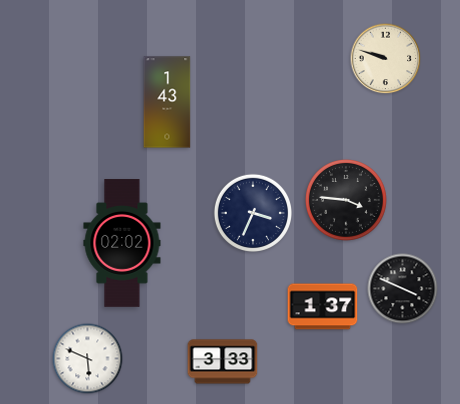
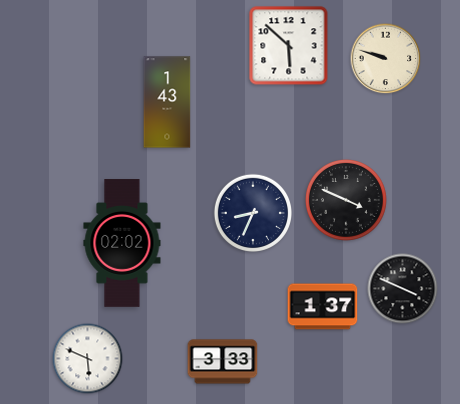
clock at (289, 46): none -> 5:52
clock at (346, 200): 3:46 -> 3:49
clock at (252, 212): 3:34 -> 8:34
